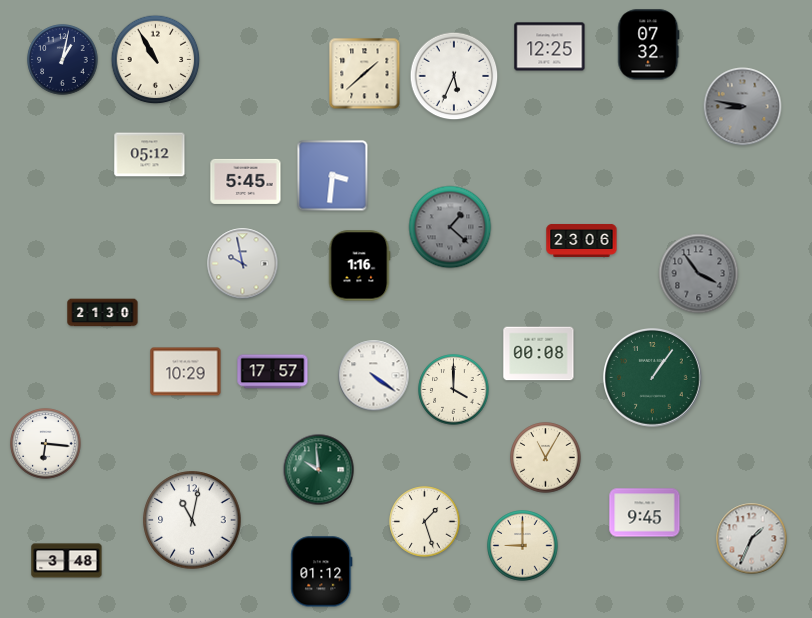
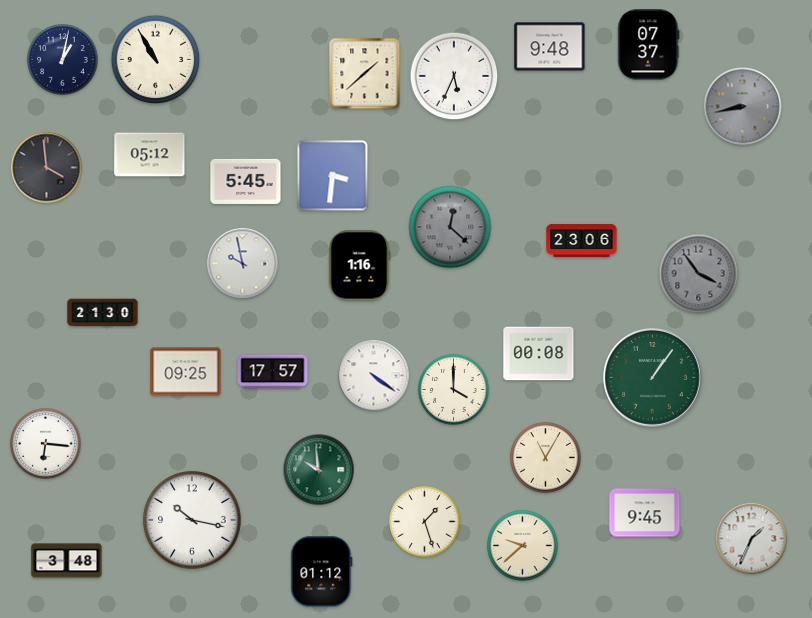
clock at (649, 45): 07:32 -> 07:37
clock at (550, 47): 12:25 -> 9:48
clock at (743, 107): 8:47 -> 8:43
clock at (47, 168): none -> 3:59
clock at (450, 227): 1:22 -> 12:22
clock at (186, 372): 10:29 -> 09:25
clock at (192, 520): 11:02 -> 10:17
clock at (523, 546): 9:00 -> 9:38
